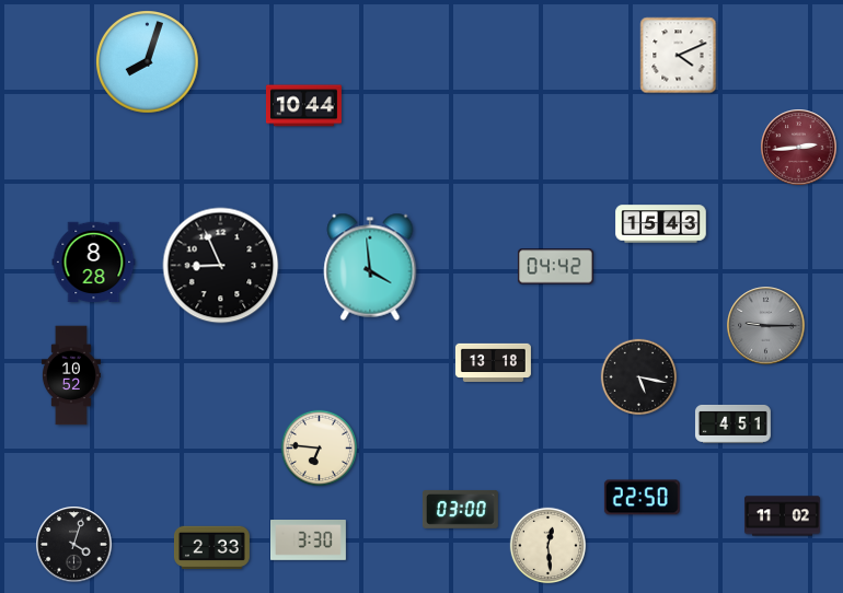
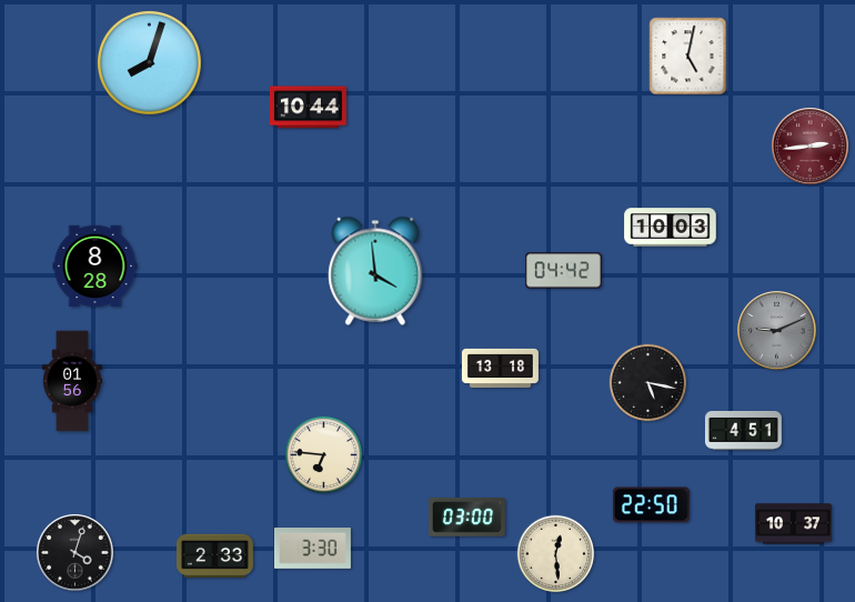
clock at (679, 56): 4:11 -> 5:02
clock at (799, 148) position: (799, 148) -> (811, 147)
clock at (661, 224): 15:43 -> 10:03
clock at (221, 266): 8:56 -> none
clock at (766, 326): 9:15 -> 9:11
clock at (71, 375): 10:52 -> 01:56
clock at (782, 516): 11:02 -> 10:37
